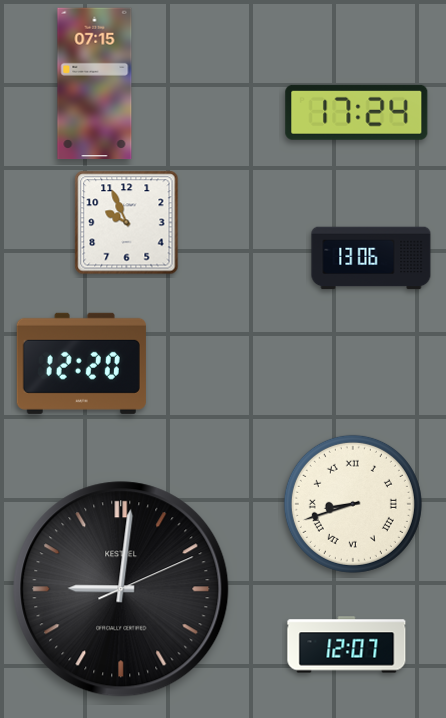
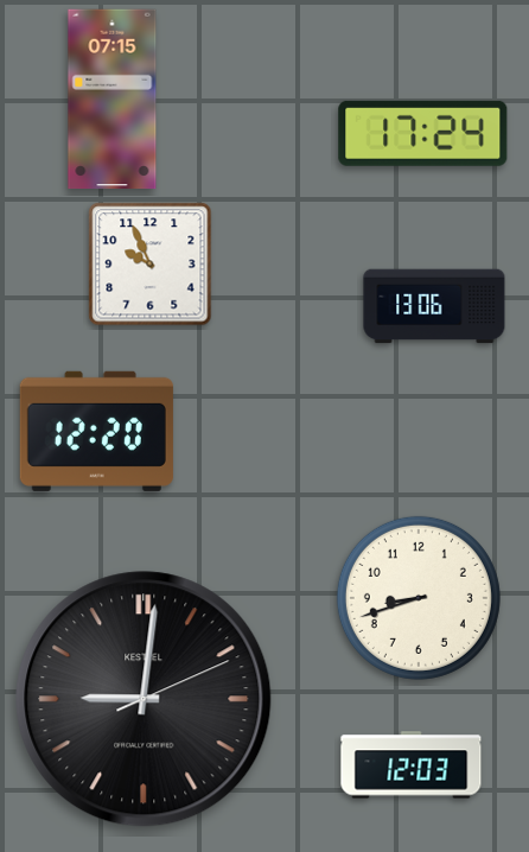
clock at (371, 258) position: (371, 258) -> (434, 306)
clock at (353, 504) numerals: Roman -> Arabic
clock at (347, 645): 12:07 -> 12:03
